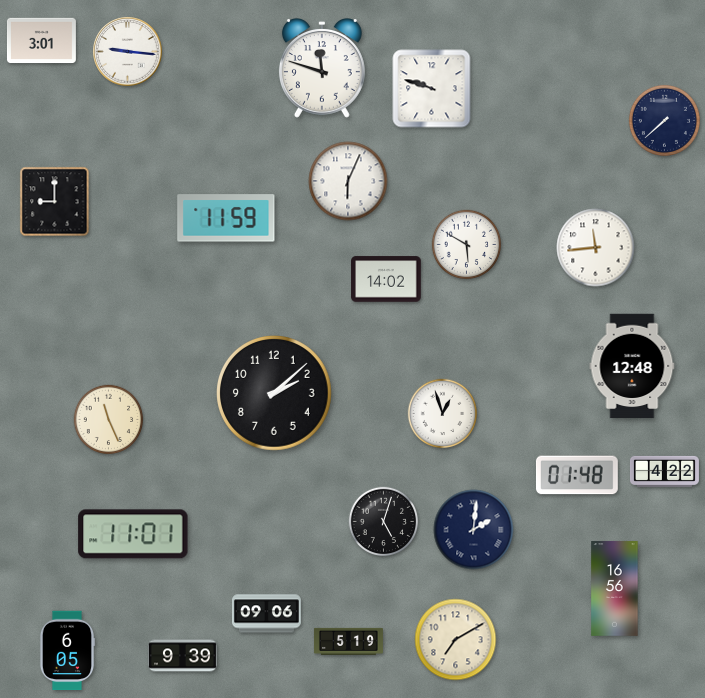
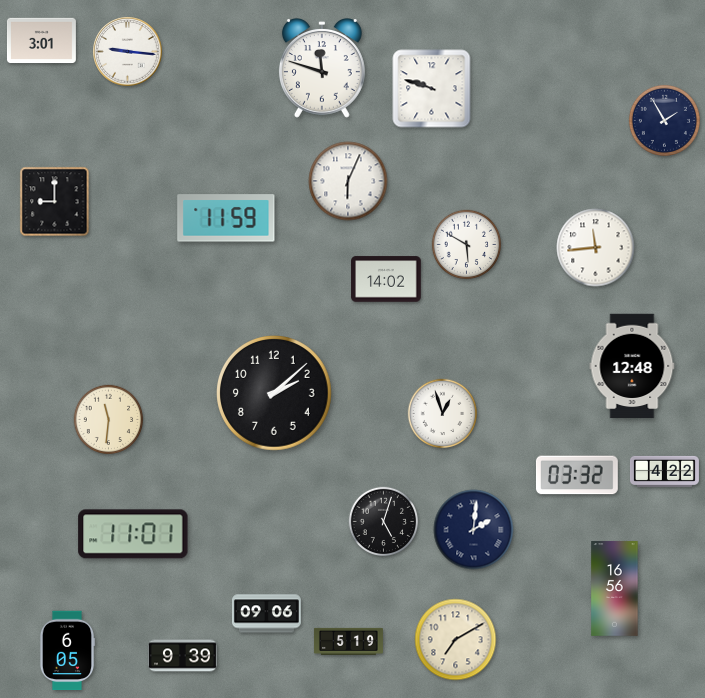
clock at (664, 120): 7:38 -> 1:55
clock at (109, 420): 11:26 -> 11:31
clock at (577, 475): 01:48 -> 03:32
